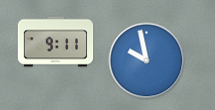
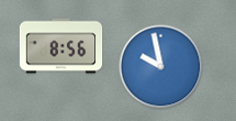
clock at (56, 42): 9:11 -> 8:56
